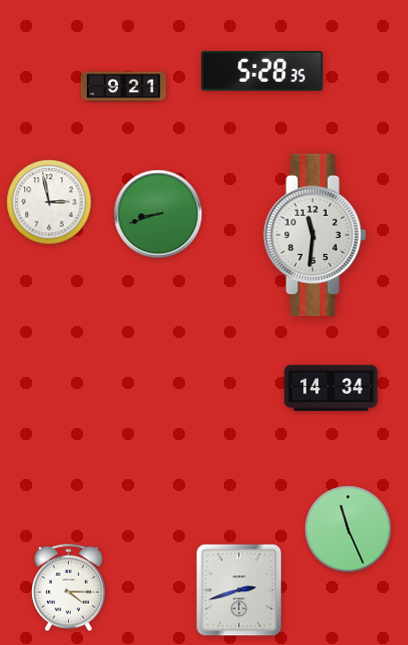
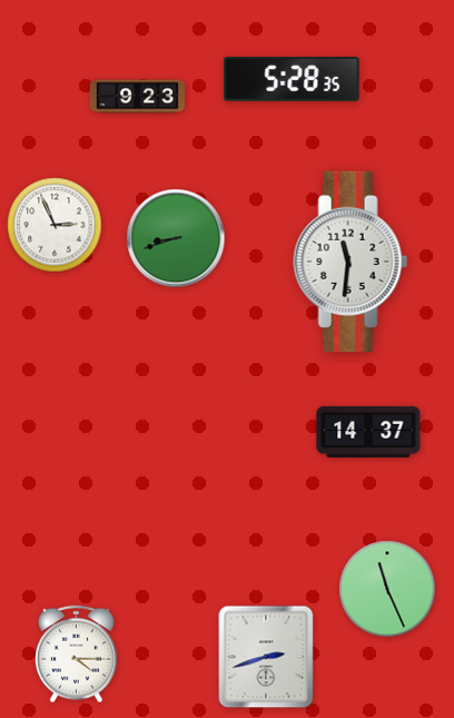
clock at (123, 87): 9:21 -> 9:23
clock at (49, 202): 2:58 -> 2:56
clock at (331, 388): 14:34 -> 14:37
